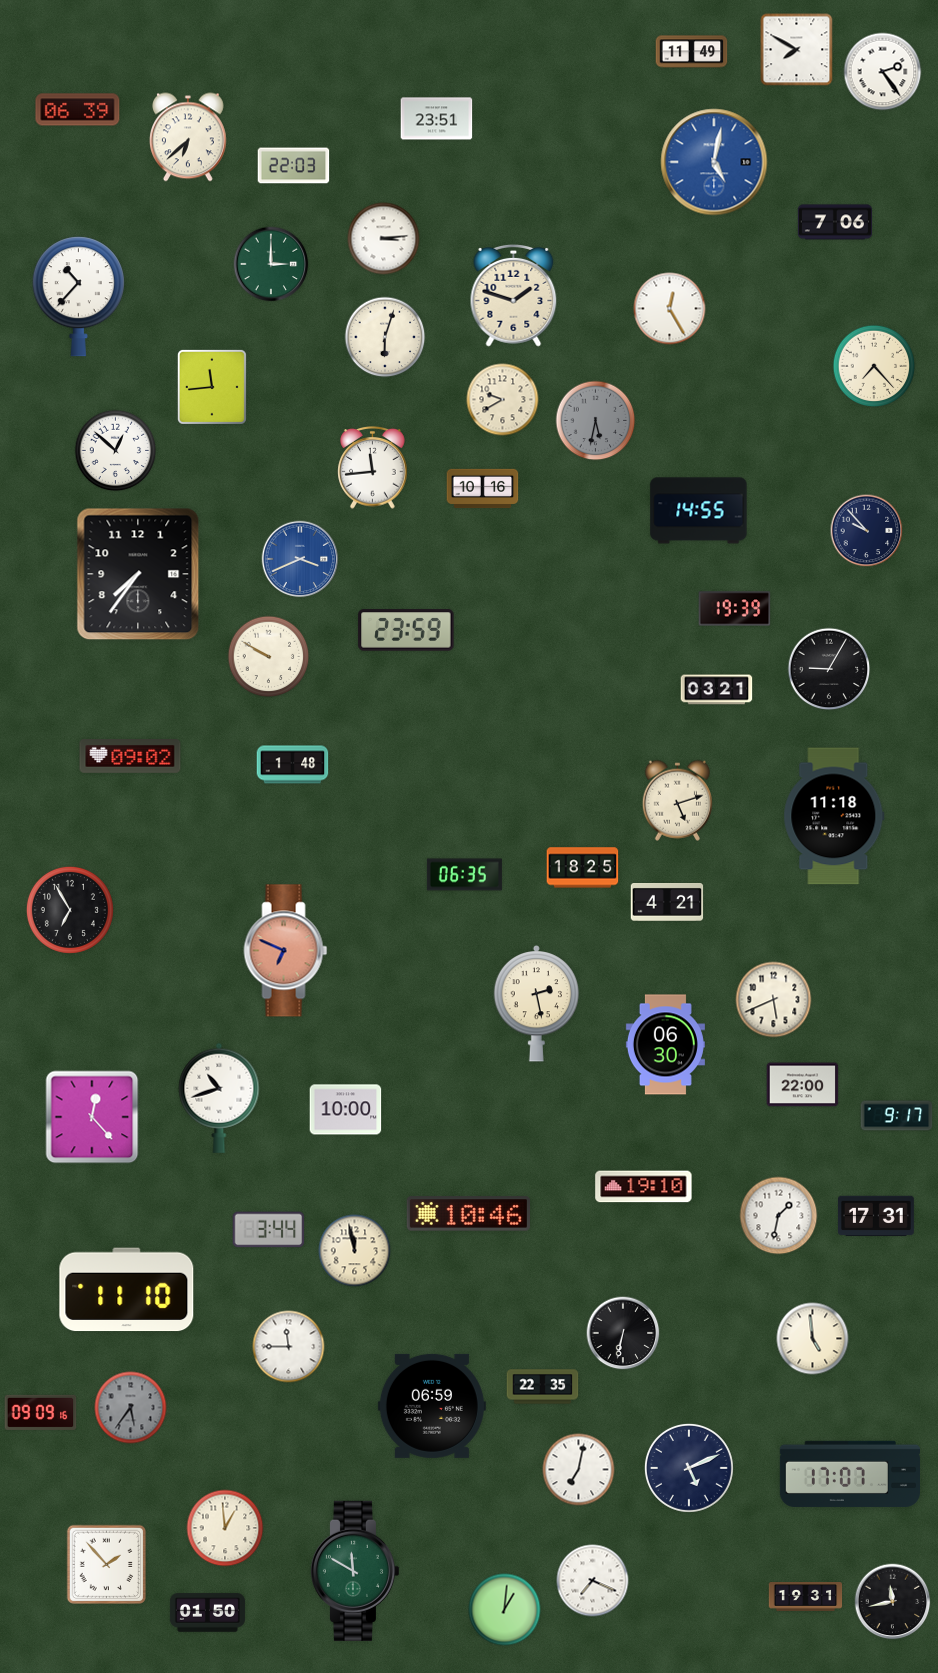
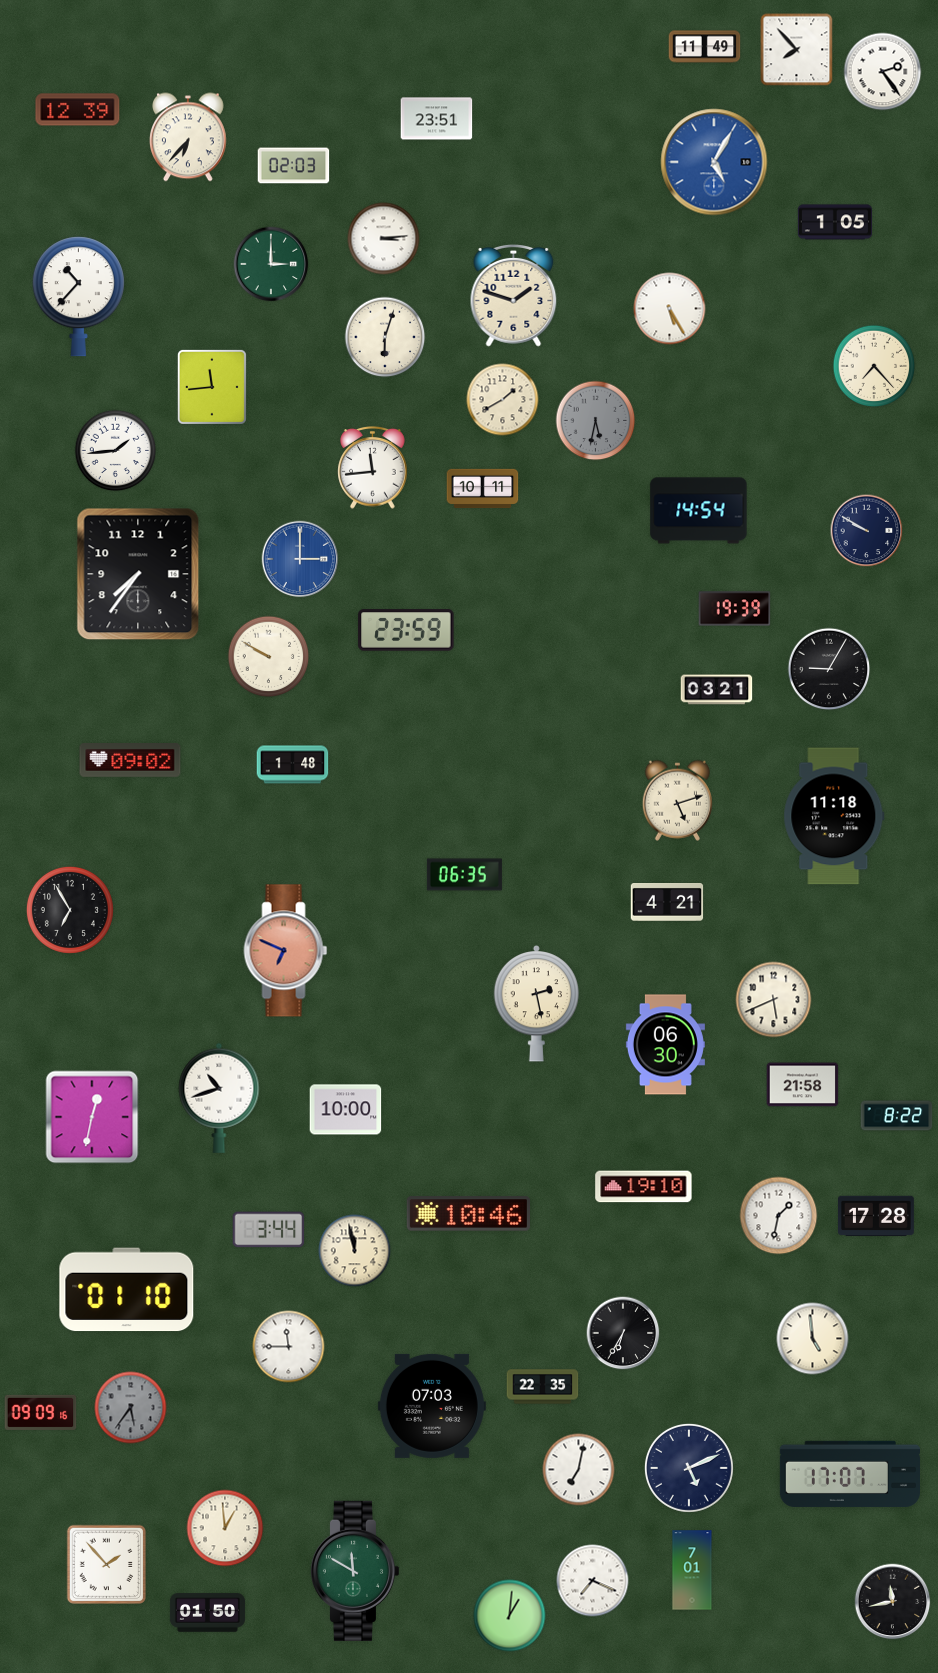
clock at (797, 50): 7:50 -> 7:53
clock at (692, 52) position: (692, 52) -> (705, 47)
clock at (78, 110): 06:39 -> 12:39
clock at (188, 137): 6:38 -> 6:37
clock at (714, 162): 5:02 -> 5:05
clock at (294, 166): 22:03 -> 02:03
clock at (835, 222): 7:06 -> 1:05
clock at (670, 309): 12:25 -> 5:25
clock at (503, 400): 9:40 -> 1:40
clock at (116, 451): 12:52 -> 1:44
clock at (483, 489): 10:16 -> 10:11
clock at (699, 511): 14:55 -> 14:54
clock at (867, 531): 9:53 -> 9:50
clock at (300, 559): 3:41 -> 3:00
clock at (130, 757) position: (130, 757) -> (130, 761)
clock at (583, 868): 18:25 -> none
clock at (803, 1085): 22:00 -> 21:58
clock at (897, 1116): 9:17 -> 8:22
clock at (92, 1117): 12:23 -> 12:32
clock at (876, 1216): 17:31 -> 17:28
clock at (127, 1290): 11:10 -> 01:10
clock at (623, 1333): 6:32 -> 6:35
clock at (432, 1406): 06:59 -> 07:03
clock at (692, 1570): none -> 7:01
clock at (806, 1597): 19:31 -> none
clock at (505, 1610) position: (505, 1610) -> (510, 1616)
